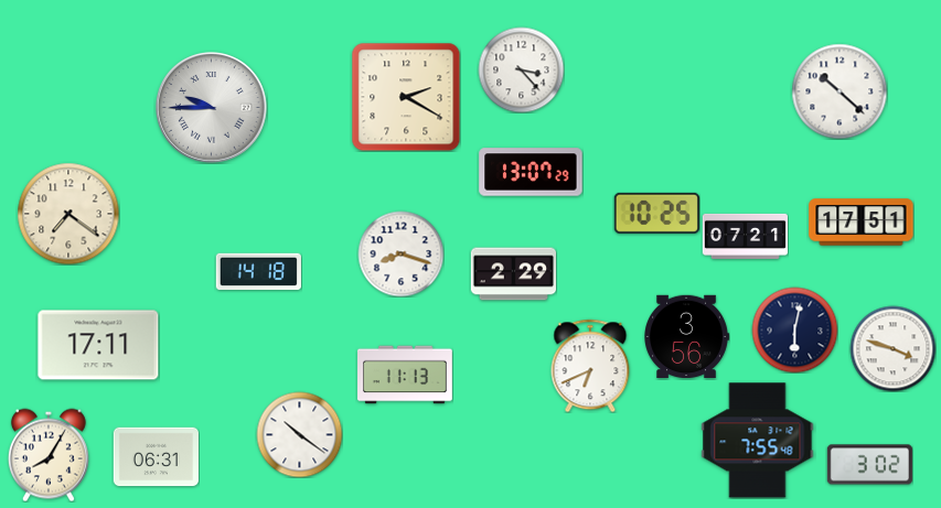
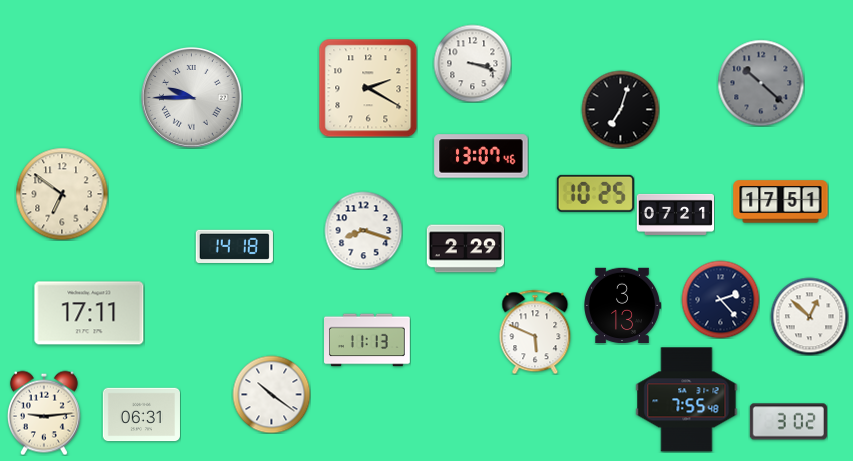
clock at (521, 69): 3:23 -> 3:18
clock at (840, 91) dial: white -> grey
clock at (620, 109): none -> 7:03
clock at (531, 172): 13:07:29 -> 13:07:46
clock at (68, 214): 7:21 -> 6:51
clock at (794, 329): 6:02 -> 2:23
clock at (687, 337): 3:56 -> 3:13
clock at (892, 348): 3:48 -> 12:52
clock at (590, 366): 6:41 -> 5:49
clock at (49, 455): 8:05 -> 9:14
